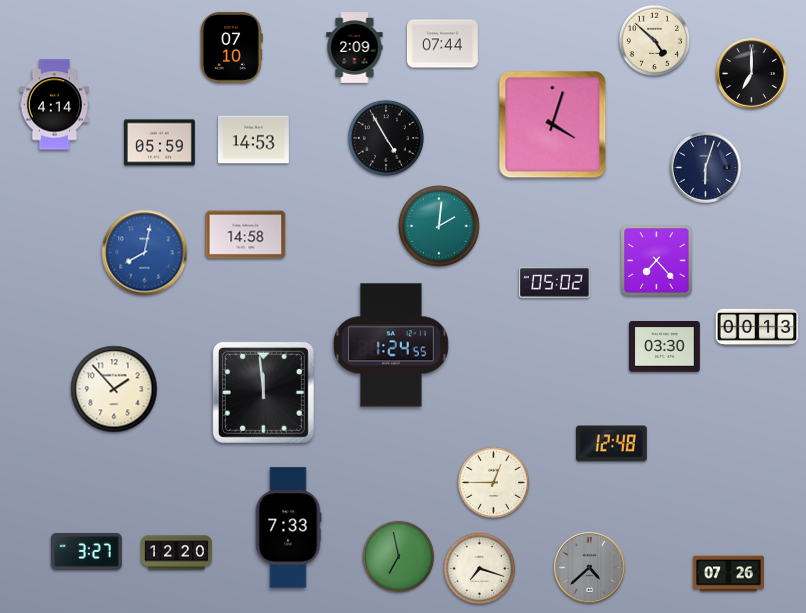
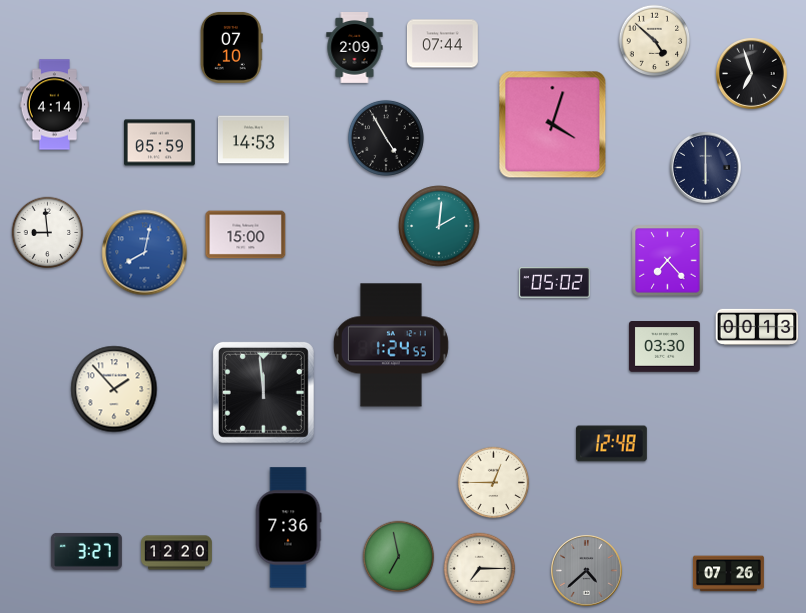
clock at (751, 73): 7:00 -> 6:57
clock at (705, 167): 6:03 -> 6:00
clock at (48, 233): none -> 8:59
clock at (246, 235): 14:58 -> 15:00
clock at (657, 261) position: (657, 261) -> (668, 261)
clock at (288, 528): 7:33 -> 7:36
clock at (589, 567) position: (589, 567) -> (586, 570)
clock at (480, 569): 7:18 -> 7:15
